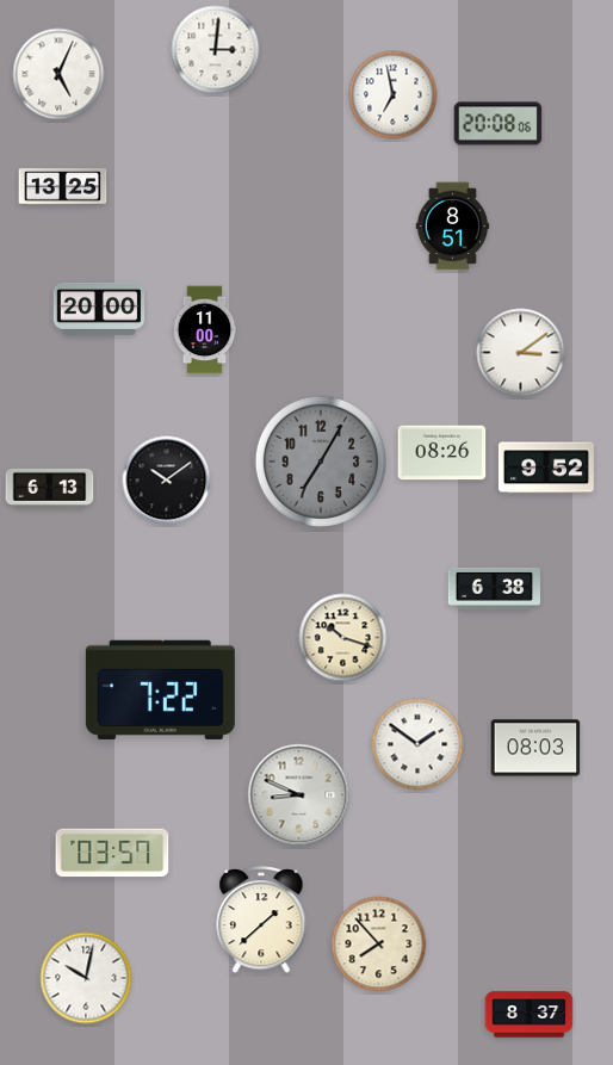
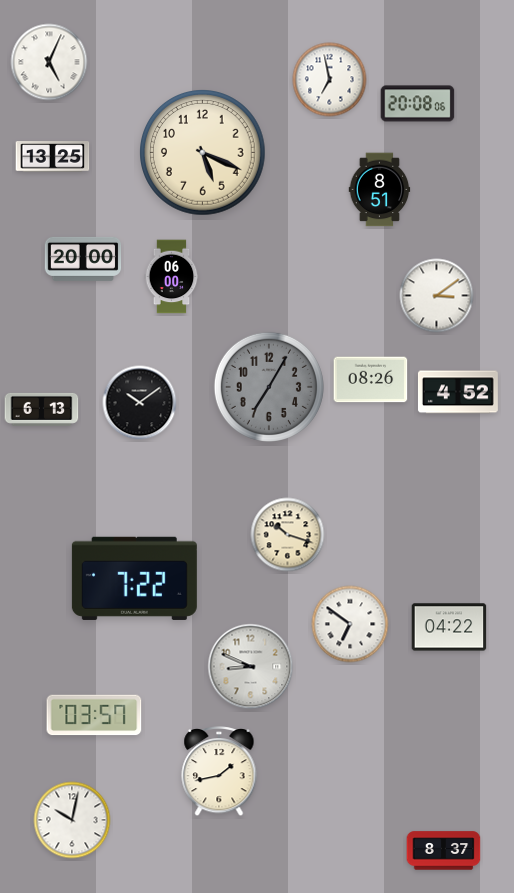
clock at (216, 50): 3:01 -> none
clock at (203, 153): none -> 5:19
clock at (205, 330): 11:00 -> 06:00
clock at (546, 468): 9:52 -> 4:52
clock at (494, 588): 6:38 -> none
clock at (417, 744): 1:51 -> 6:51
clock at (535, 748): 08:03 -> 04:22
clock at (261, 921): 1:38 -> 1:43
clock at (379, 945): 7:53 -> none
